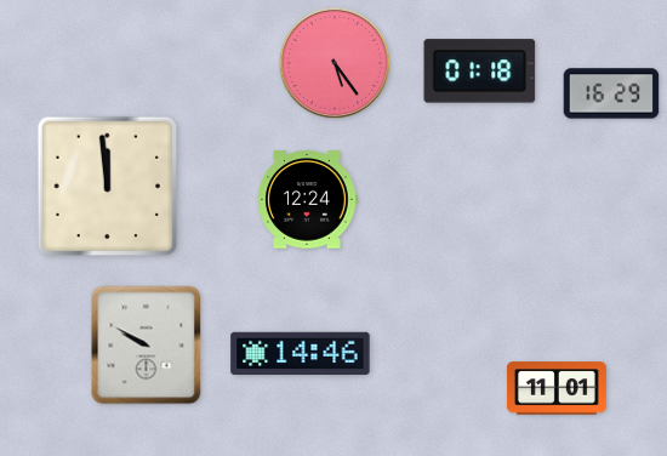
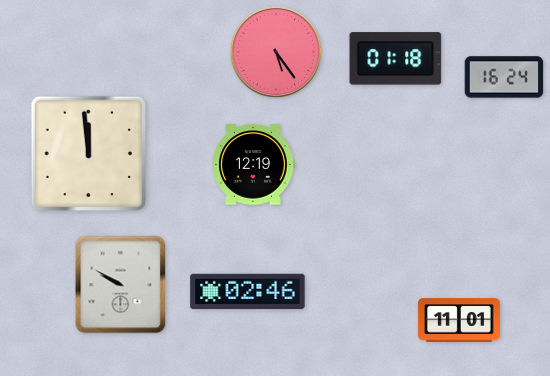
clock at (611, 93): 16:29 -> 16:24
clock at (307, 200): 12:24 -> 12:19
clock at (301, 354): 14:46 -> 02:46
